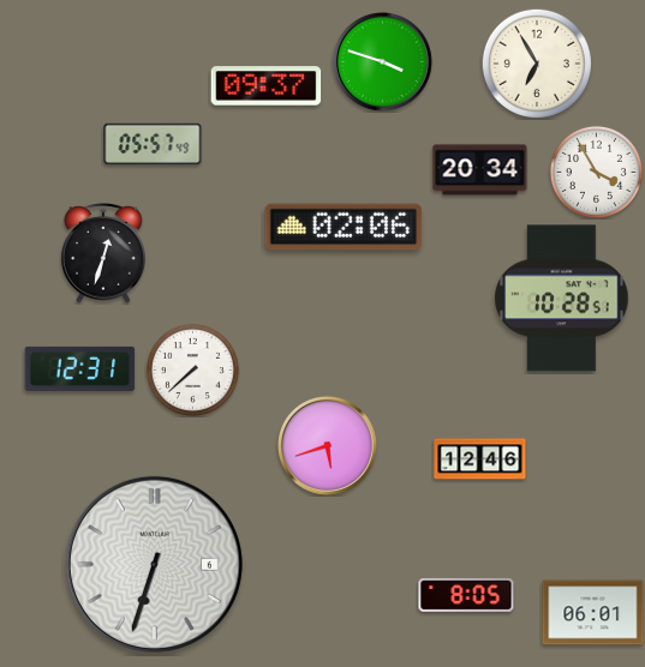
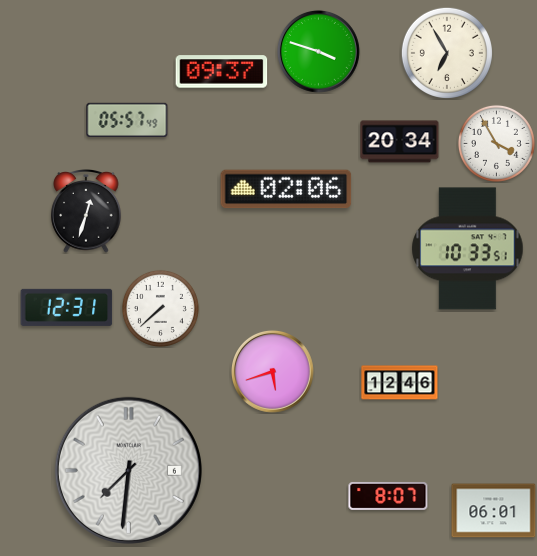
clock at (562, 299): 10:28 -> 10:33
clock at (154, 564): 6:33 -> 7:31
clock at (466, 595): 8:05 -> 8:07
